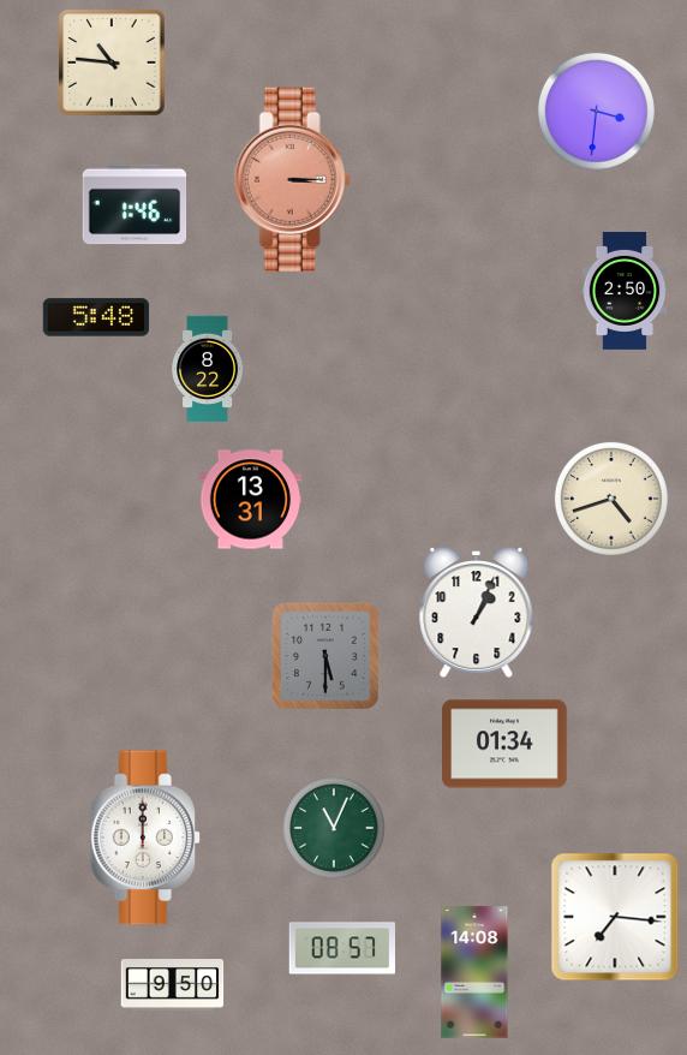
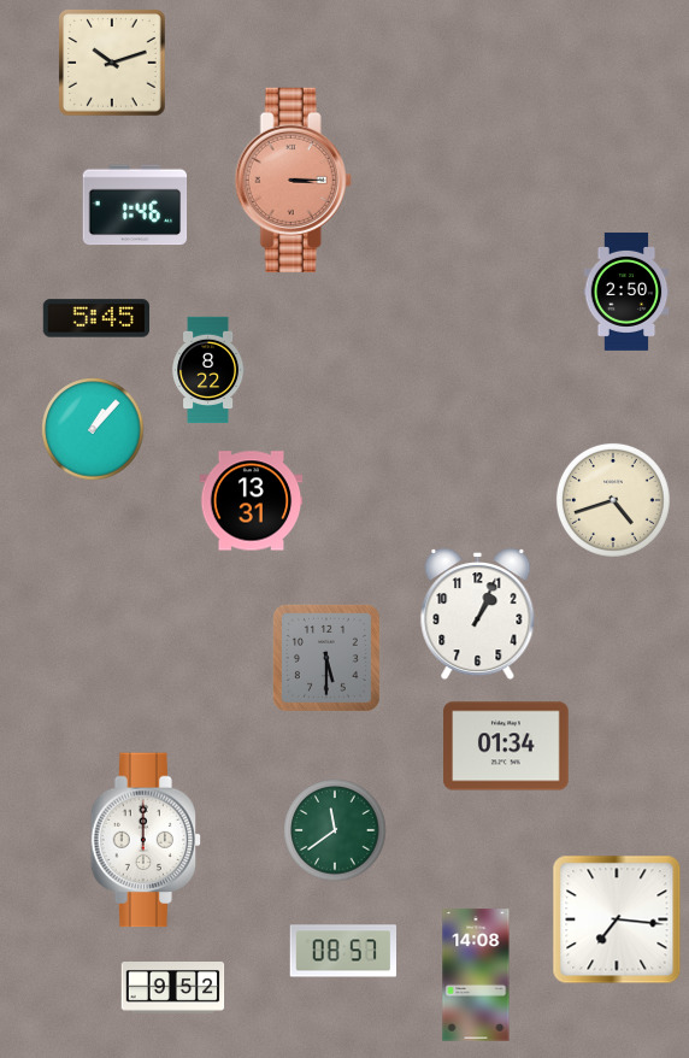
clock at (112, 62): 10:46 -> 10:12
clock at (596, 111): 3:31 -> none
clock at (95, 317): 5:48 -> 5:45
clock at (93, 429): none -> 1:07
clock at (334, 828): 11:04 -> 11:39
clock at (172, 985): 9:50 -> 9:52
